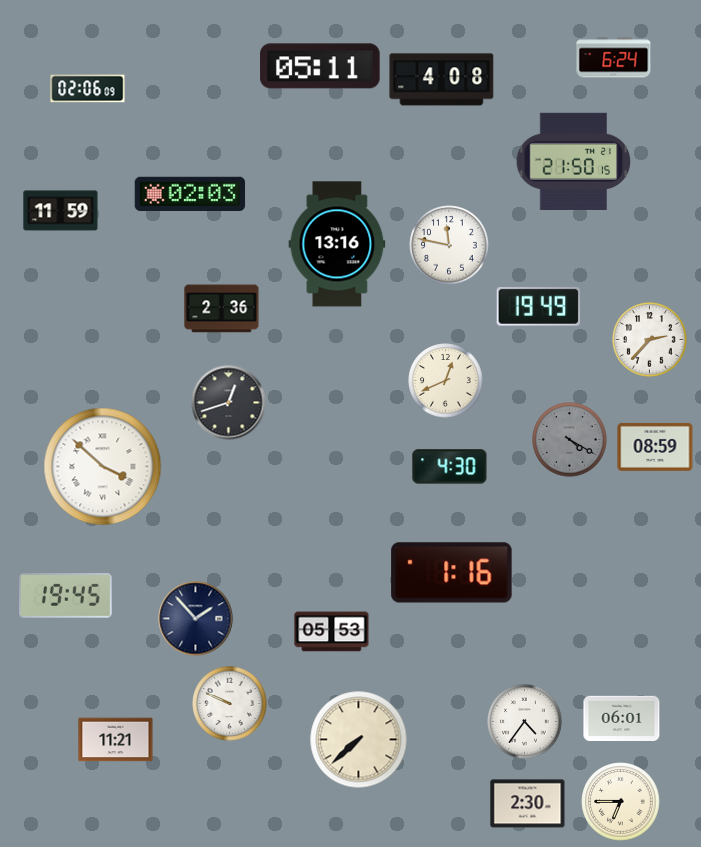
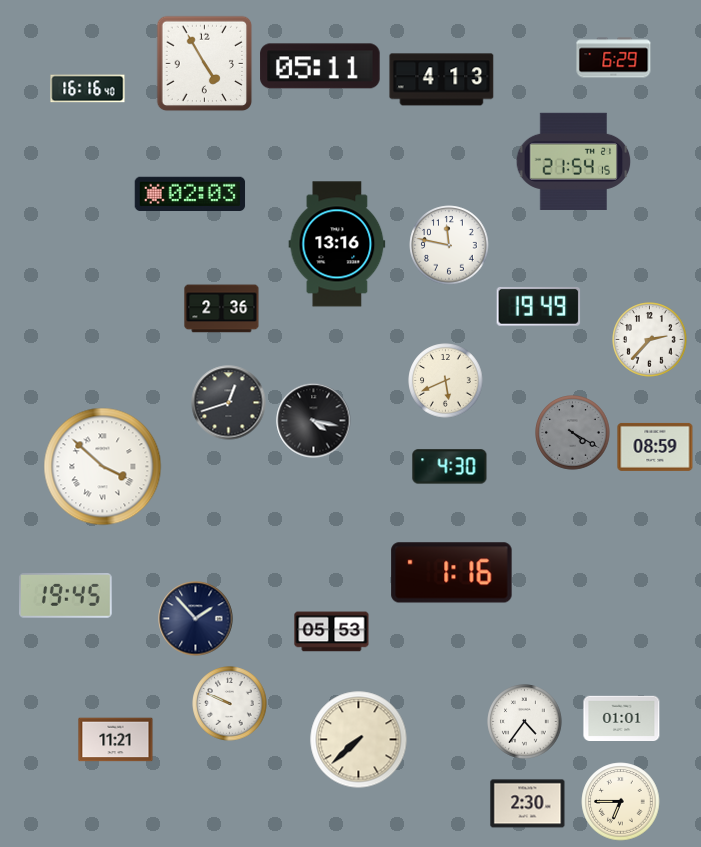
clock at (614, 58): 6:24 -> 6:29
clock at (205, 64): none -> 4:55
clock at (442, 80): 4:08 -> 4:13
clock at (88, 89): 02:06 -> 16:16
clock at (574, 161): 21:50 -> 21:54
clock at (61, 211): 11:59 -> none
clock at (446, 381): 12:41 -> 5:41
clock at (314, 421): none -> 4:17
clock at (570, 440) position: (570, 440) -> (573, 433)
clock at (622, 719): 06:01 -> 01:01
